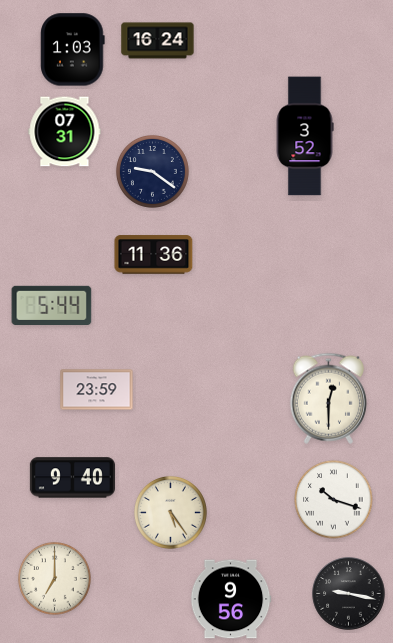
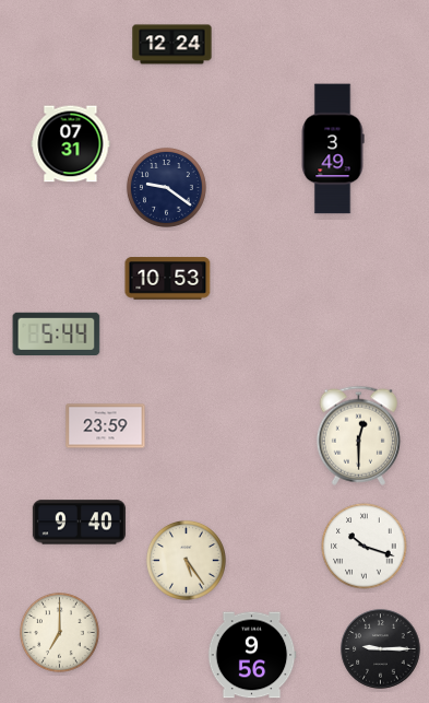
clock at (158, 41): 16:24 -> 12:24
clock at (73, 50): 1:03 -> none
clock at (305, 136): 3:52 -> 3:49
clock at (154, 255): 11:36 -> 10:53
clock at (349, 594): 9:17 -> 9:15
